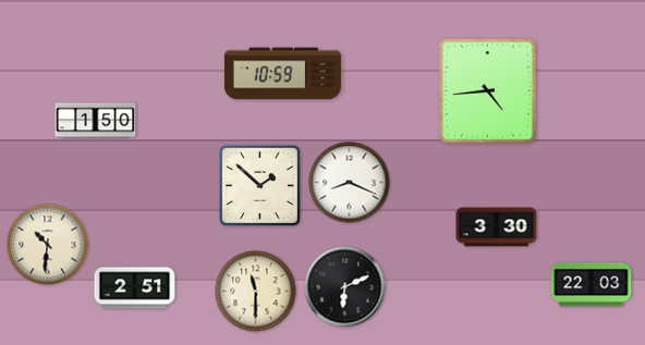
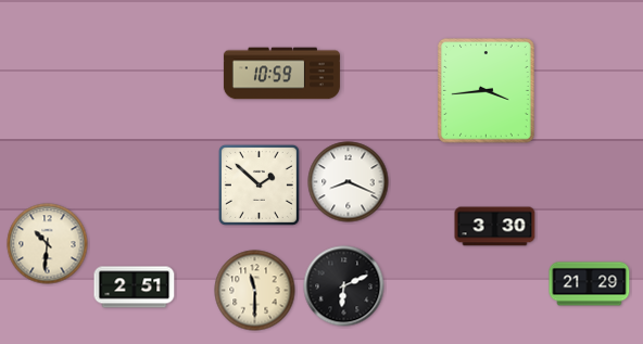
clock at (488, 91): 4:44 -> 3:44
clock at (96, 121): 1:50 -> none
clock at (592, 285): 22:03 -> 21:29
